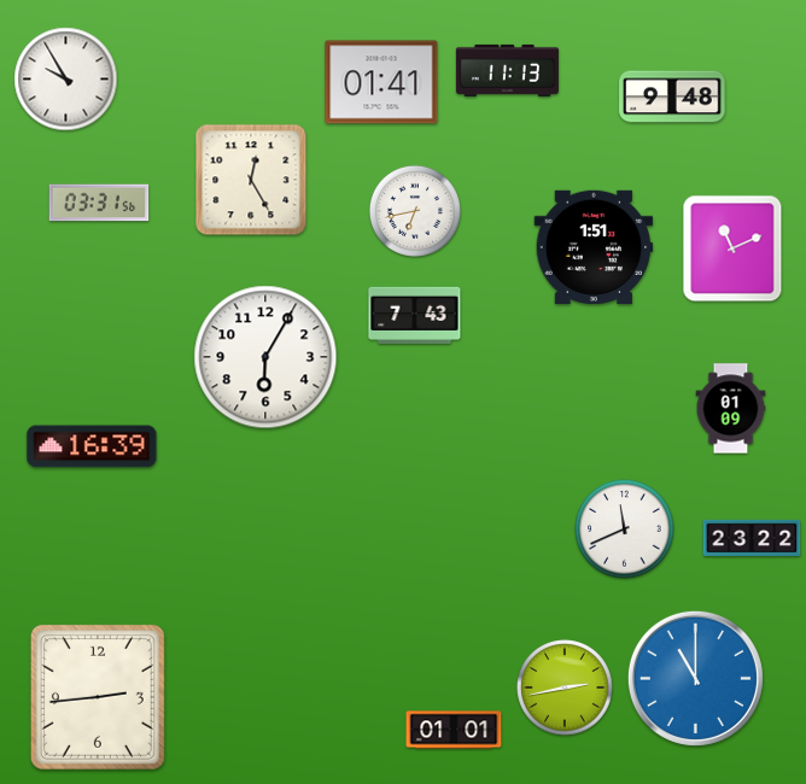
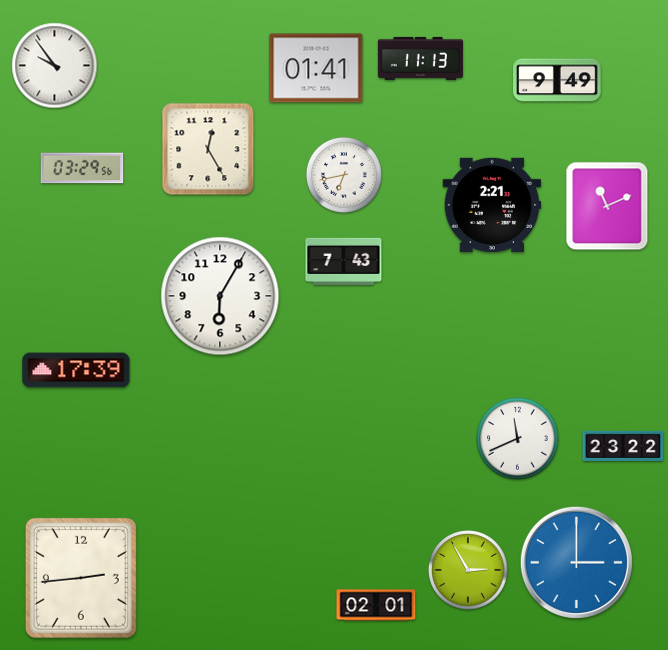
clock at (66, 80): 9:55 -> 9:54
clock at (672, 96): 9:48 -> 9:49
clock at (99, 203): 03:31 -> 03:29
clock at (594, 247): 1:51 -> 2:21
clock at (731, 409): 01:09 -> none
clock at (92, 446): 16:39 -> 17:39
clock at (695, 678): 11:00 -> 3:00
clock at (565, 688): 2:43 -> 2:55
clock at (454, 730): 01:01 -> 02:01
